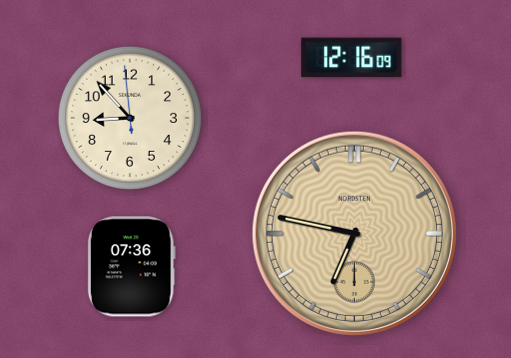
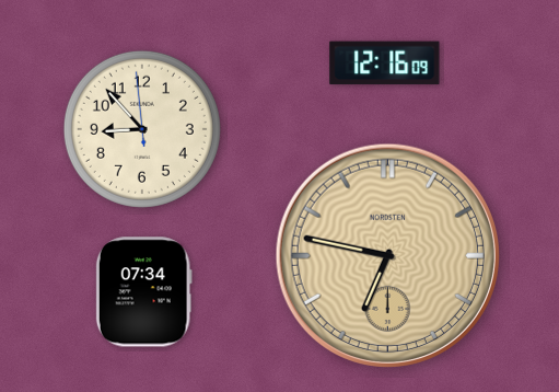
clock at (131, 267): 07:36 -> 07:34
